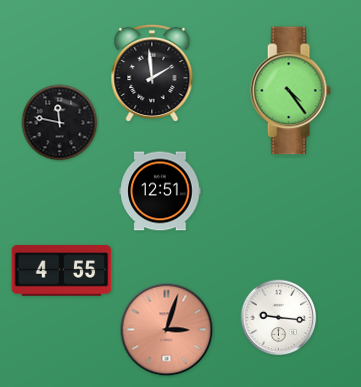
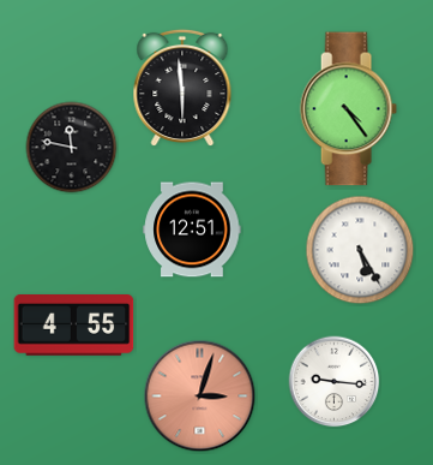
clock at (152, 72): 1:59 -> 5:59
clock at (360, 250): none -> 5:25
